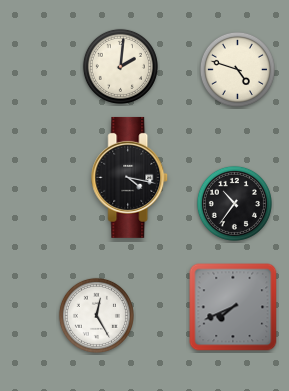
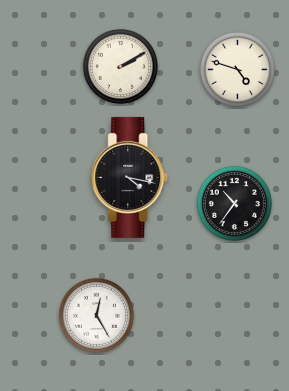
clock at (120, 66): 2:01 -> 2:10
clock at (233, 307): 7:41 -> none
